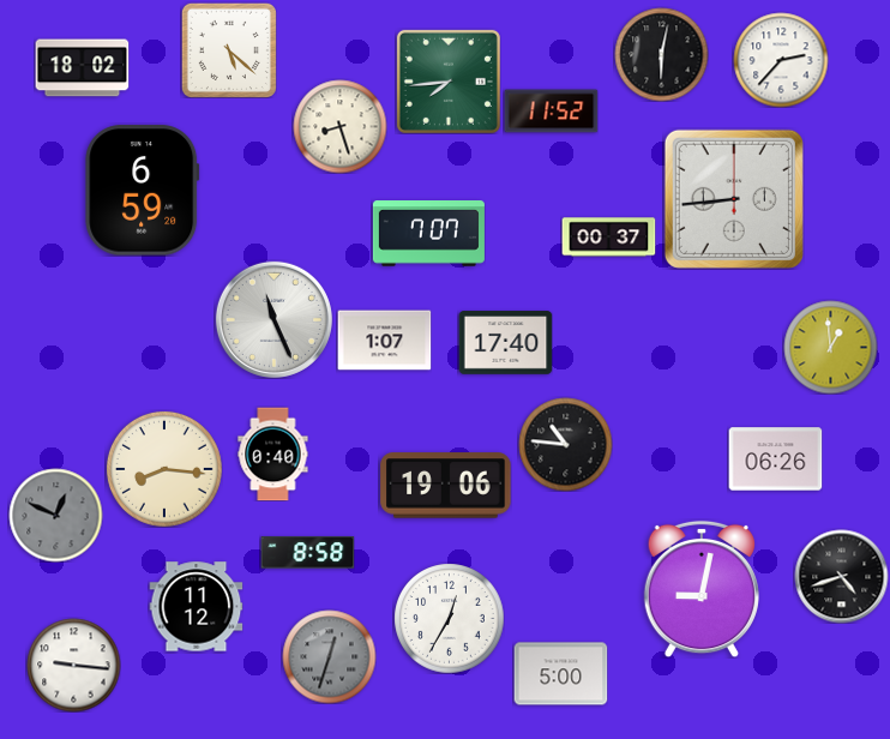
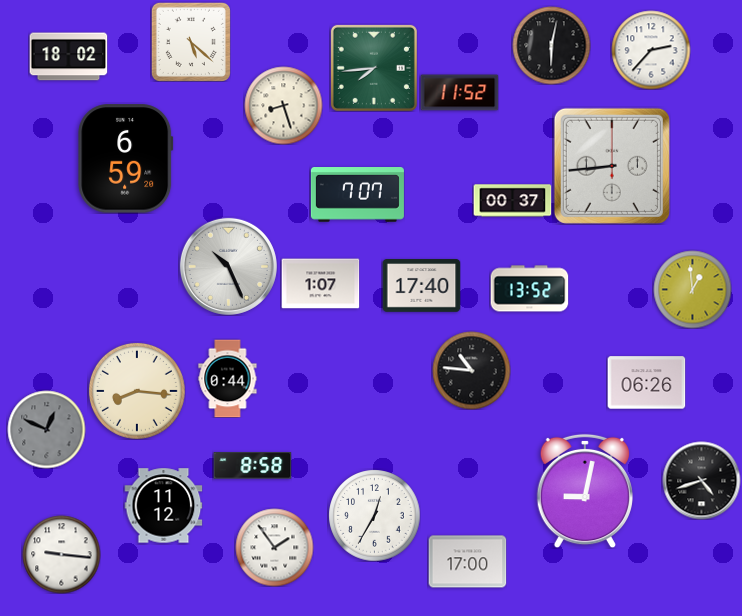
clock at (143, 191) position: (143, 191) -> (126, 159)
clock at (608, 238) position: (608, 238) -> (512, 201)
clock at (273, 319): 11:26 -> 10:26
clock at (529, 289): none -> 13:52
clock at (273, 453): 0:40 -> 0:44
clock at (446, 486): 19:06 -> none
clock at (307, 553) position: (307, 553) -> (252, 466)
clock at (329, 656): 12:33 -> 1:54
clock at (329, 656) dial: grey -> white
clock at (560, 674): 5:00 -> 17:00
